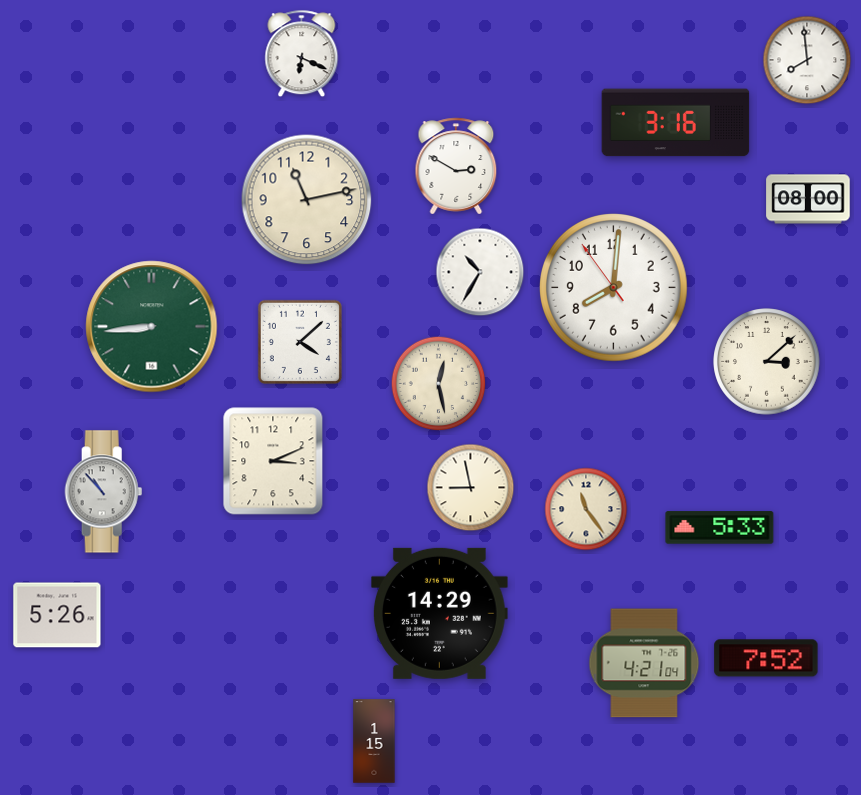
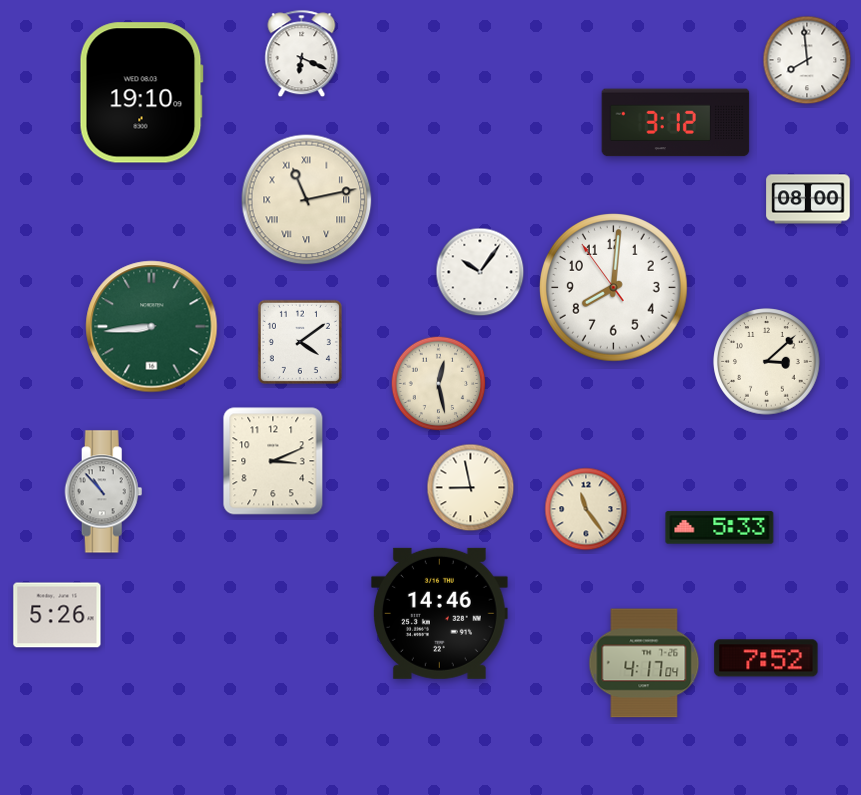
clock at (141, 93): none -> 19:10
clock at (676, 123): 3:16 -> 3:12
clock at (456, 166): 2:50 -> none
clock at (307, 200) numerals: Arabic -> Roman
clock at (480, 272): 10:35 -> 10:06
clock at (300, 342): 4:08 -> 4:09
clock at (440, 613): 14:29 -> 14:46
clock at (644, 663): 4:21 -> 4:17
clock at (374, 741): 1:15 -> none
